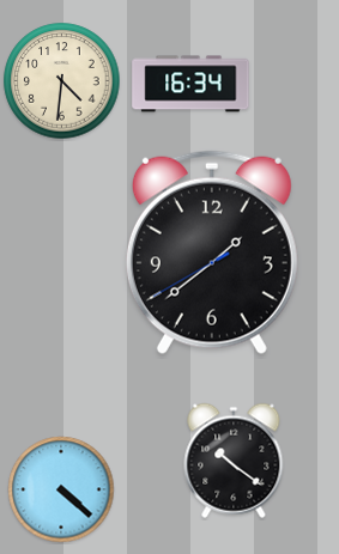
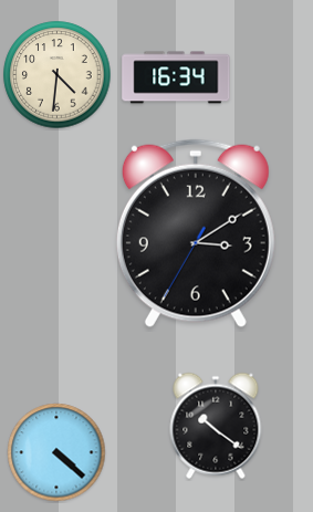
clock at (212, 252): 1:38 -> 3:09
